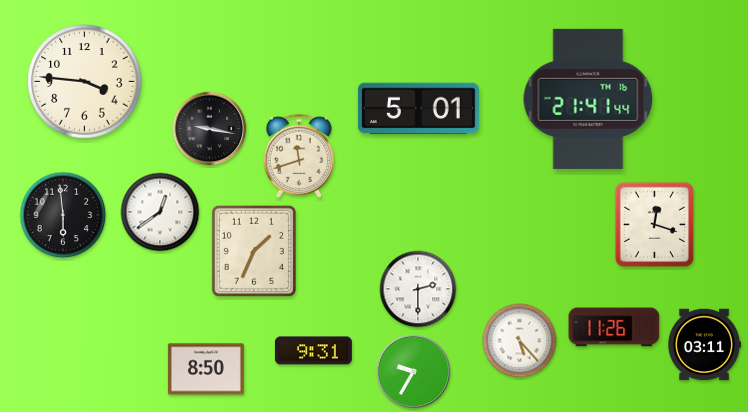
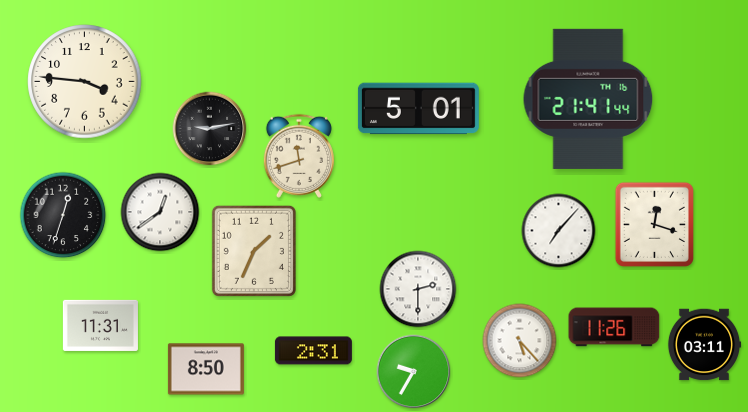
clock at (210, 129): 9:17 -> 9:13
clock at (63, 215): 5:59 -> 12:33
clock at (559, 231): none -> 7:07
clock at (100, 325): none -> 11:31
clock at (313, 351): 9:31 -> 2:31
